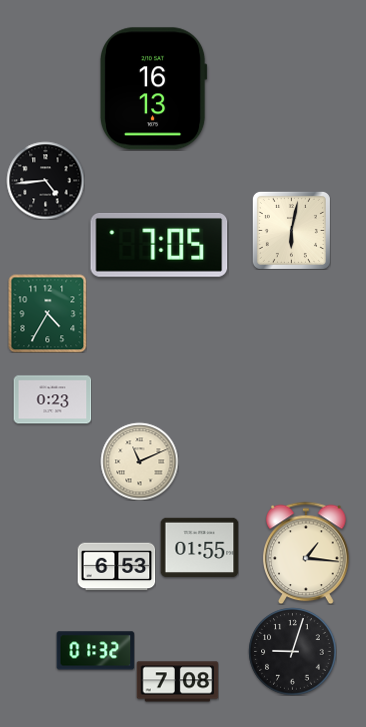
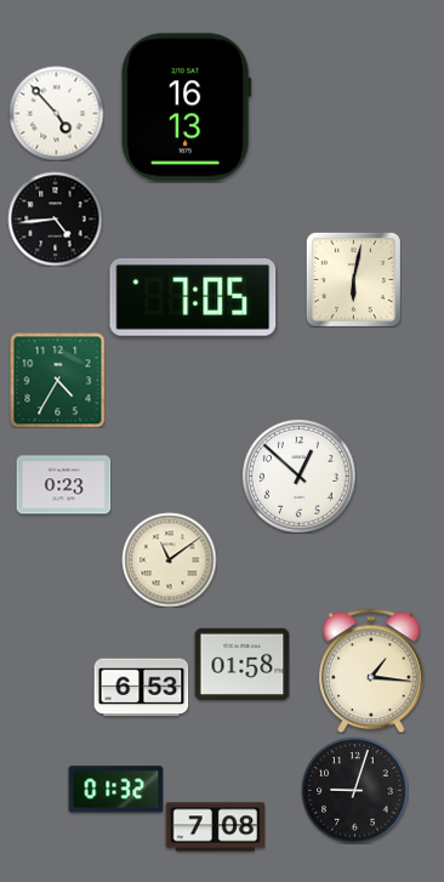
clock at (56, 113): none -> 4:53
clock at (300, 477): none -> 12:52
clock at (139, 461): 11:11 -> 11:09
clock at (199, 548): 01:55 -> 01:58
